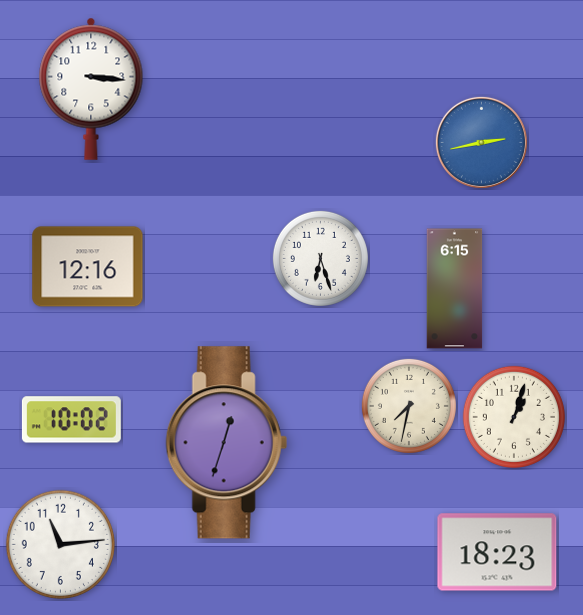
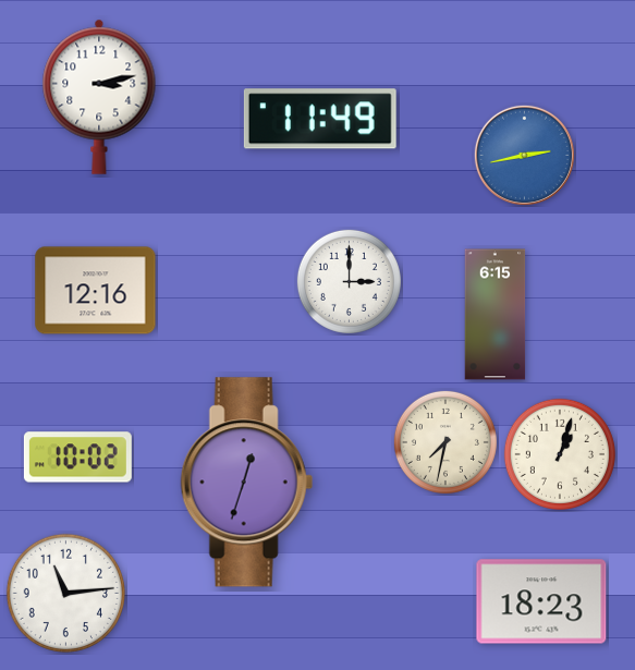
clock at (91, 89): 3:16 -> 3:13
clock at (320, 119): none -> 11:49
clock at (320, 258): 6:27 -> 3:00
